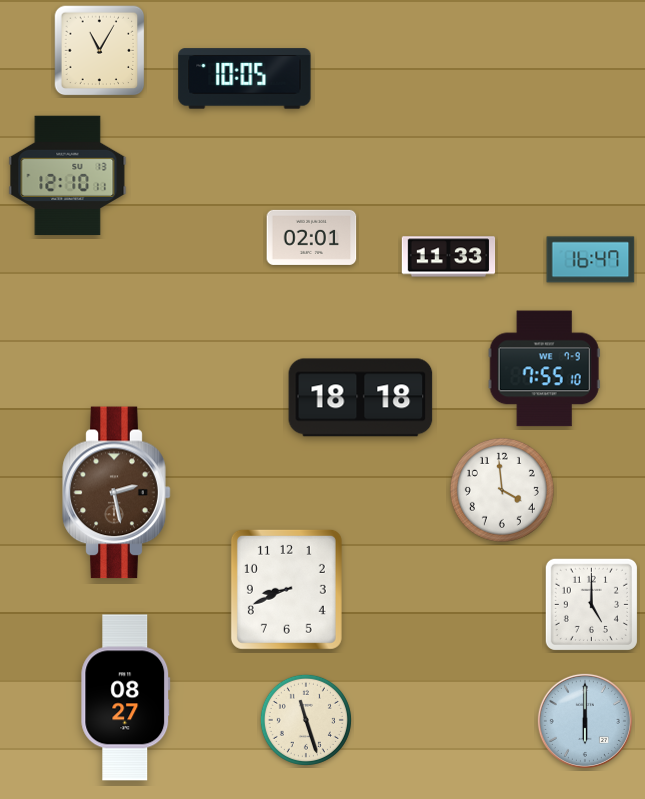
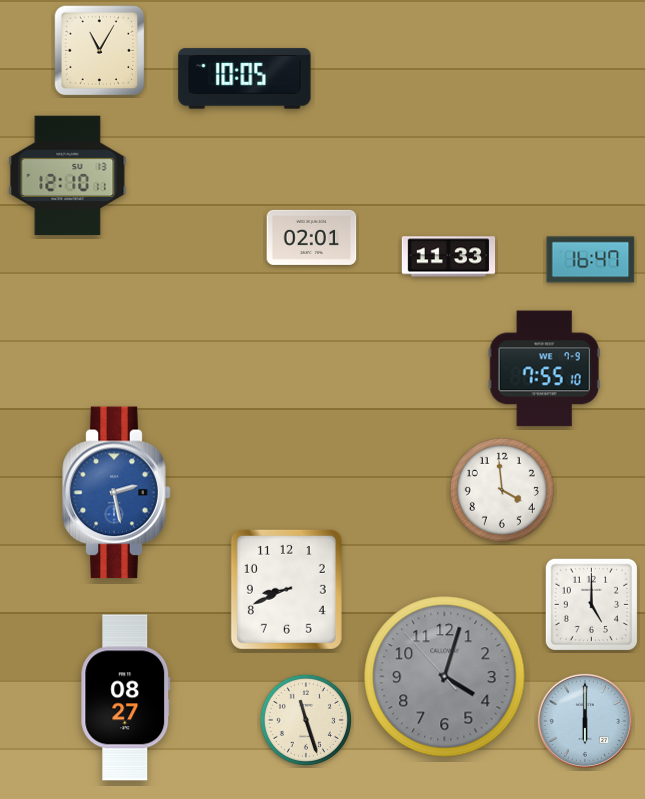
clock at (361, 398): 18:18 -> none
clock at (117, 493) dial: brown -> blue
clock at (445, 677): none -> 4:02
